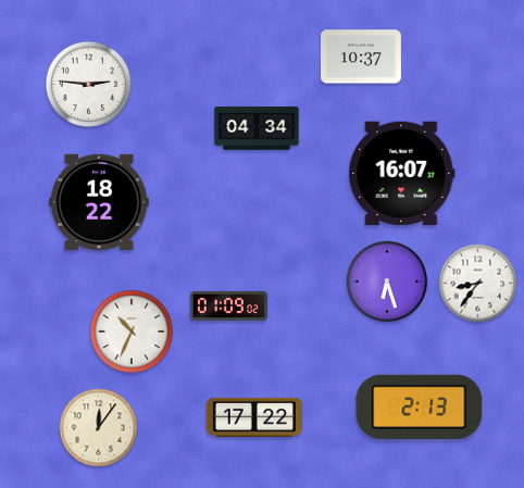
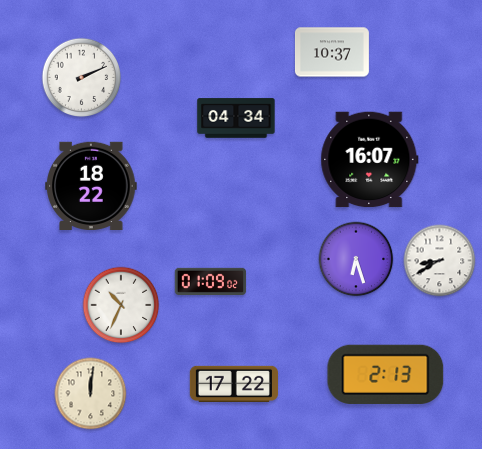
clock at (89, 85): 2:46 -> 2:11
clock at (478, 284): 8:36 -> 8:40
clock at (99, 428): 12:06 -> 12:01
